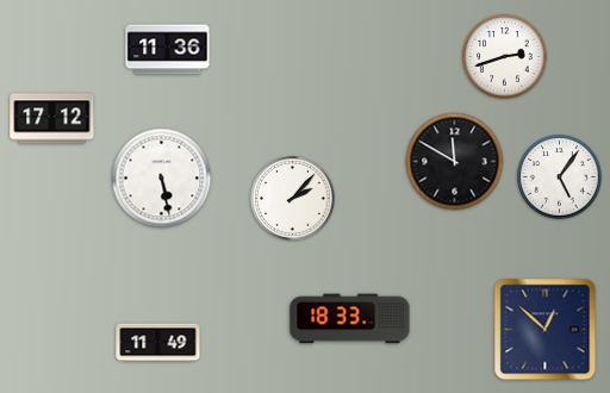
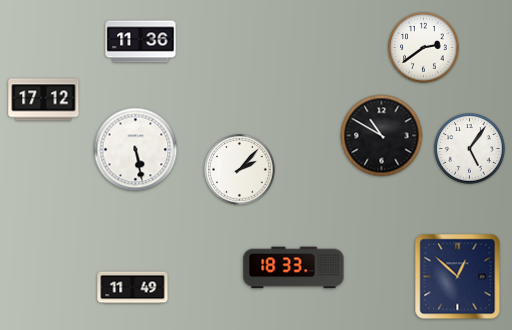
clock at (505, 57): 2:42 -> 2:39
clock at (455, 162): 11:50 -> 10:50
clock at (293, 199) position: (293, 199) -> (240, 170)
